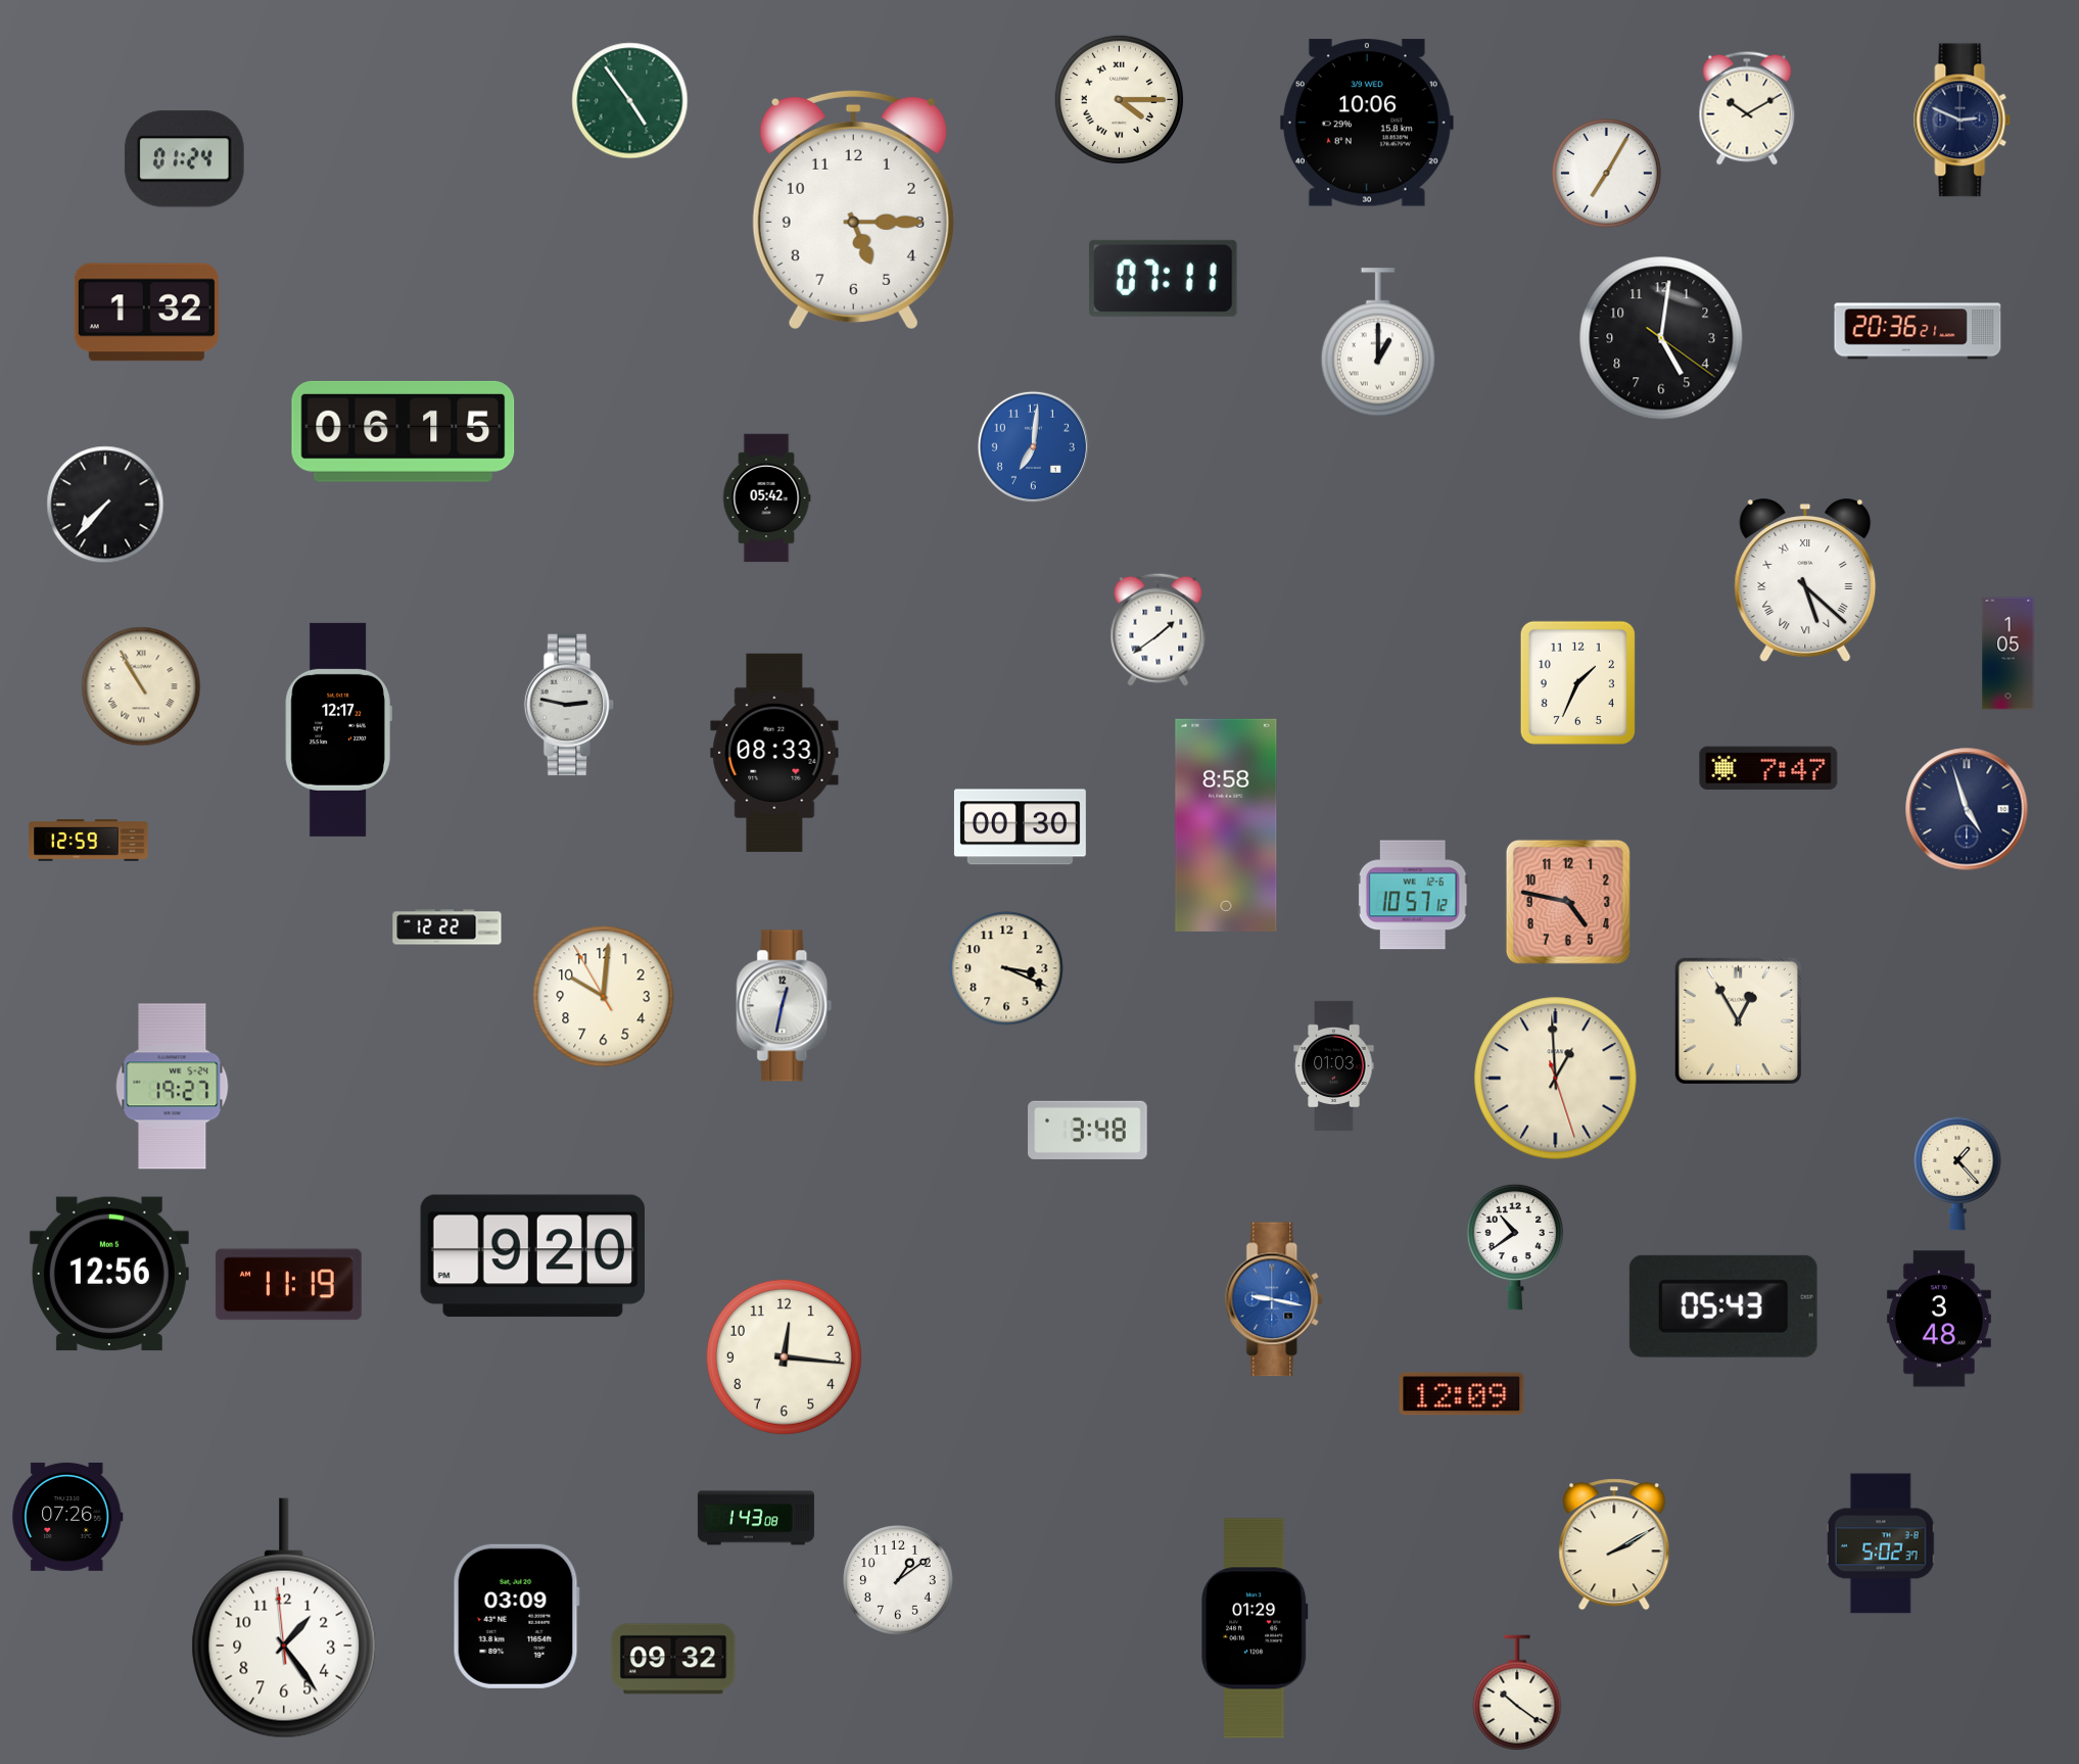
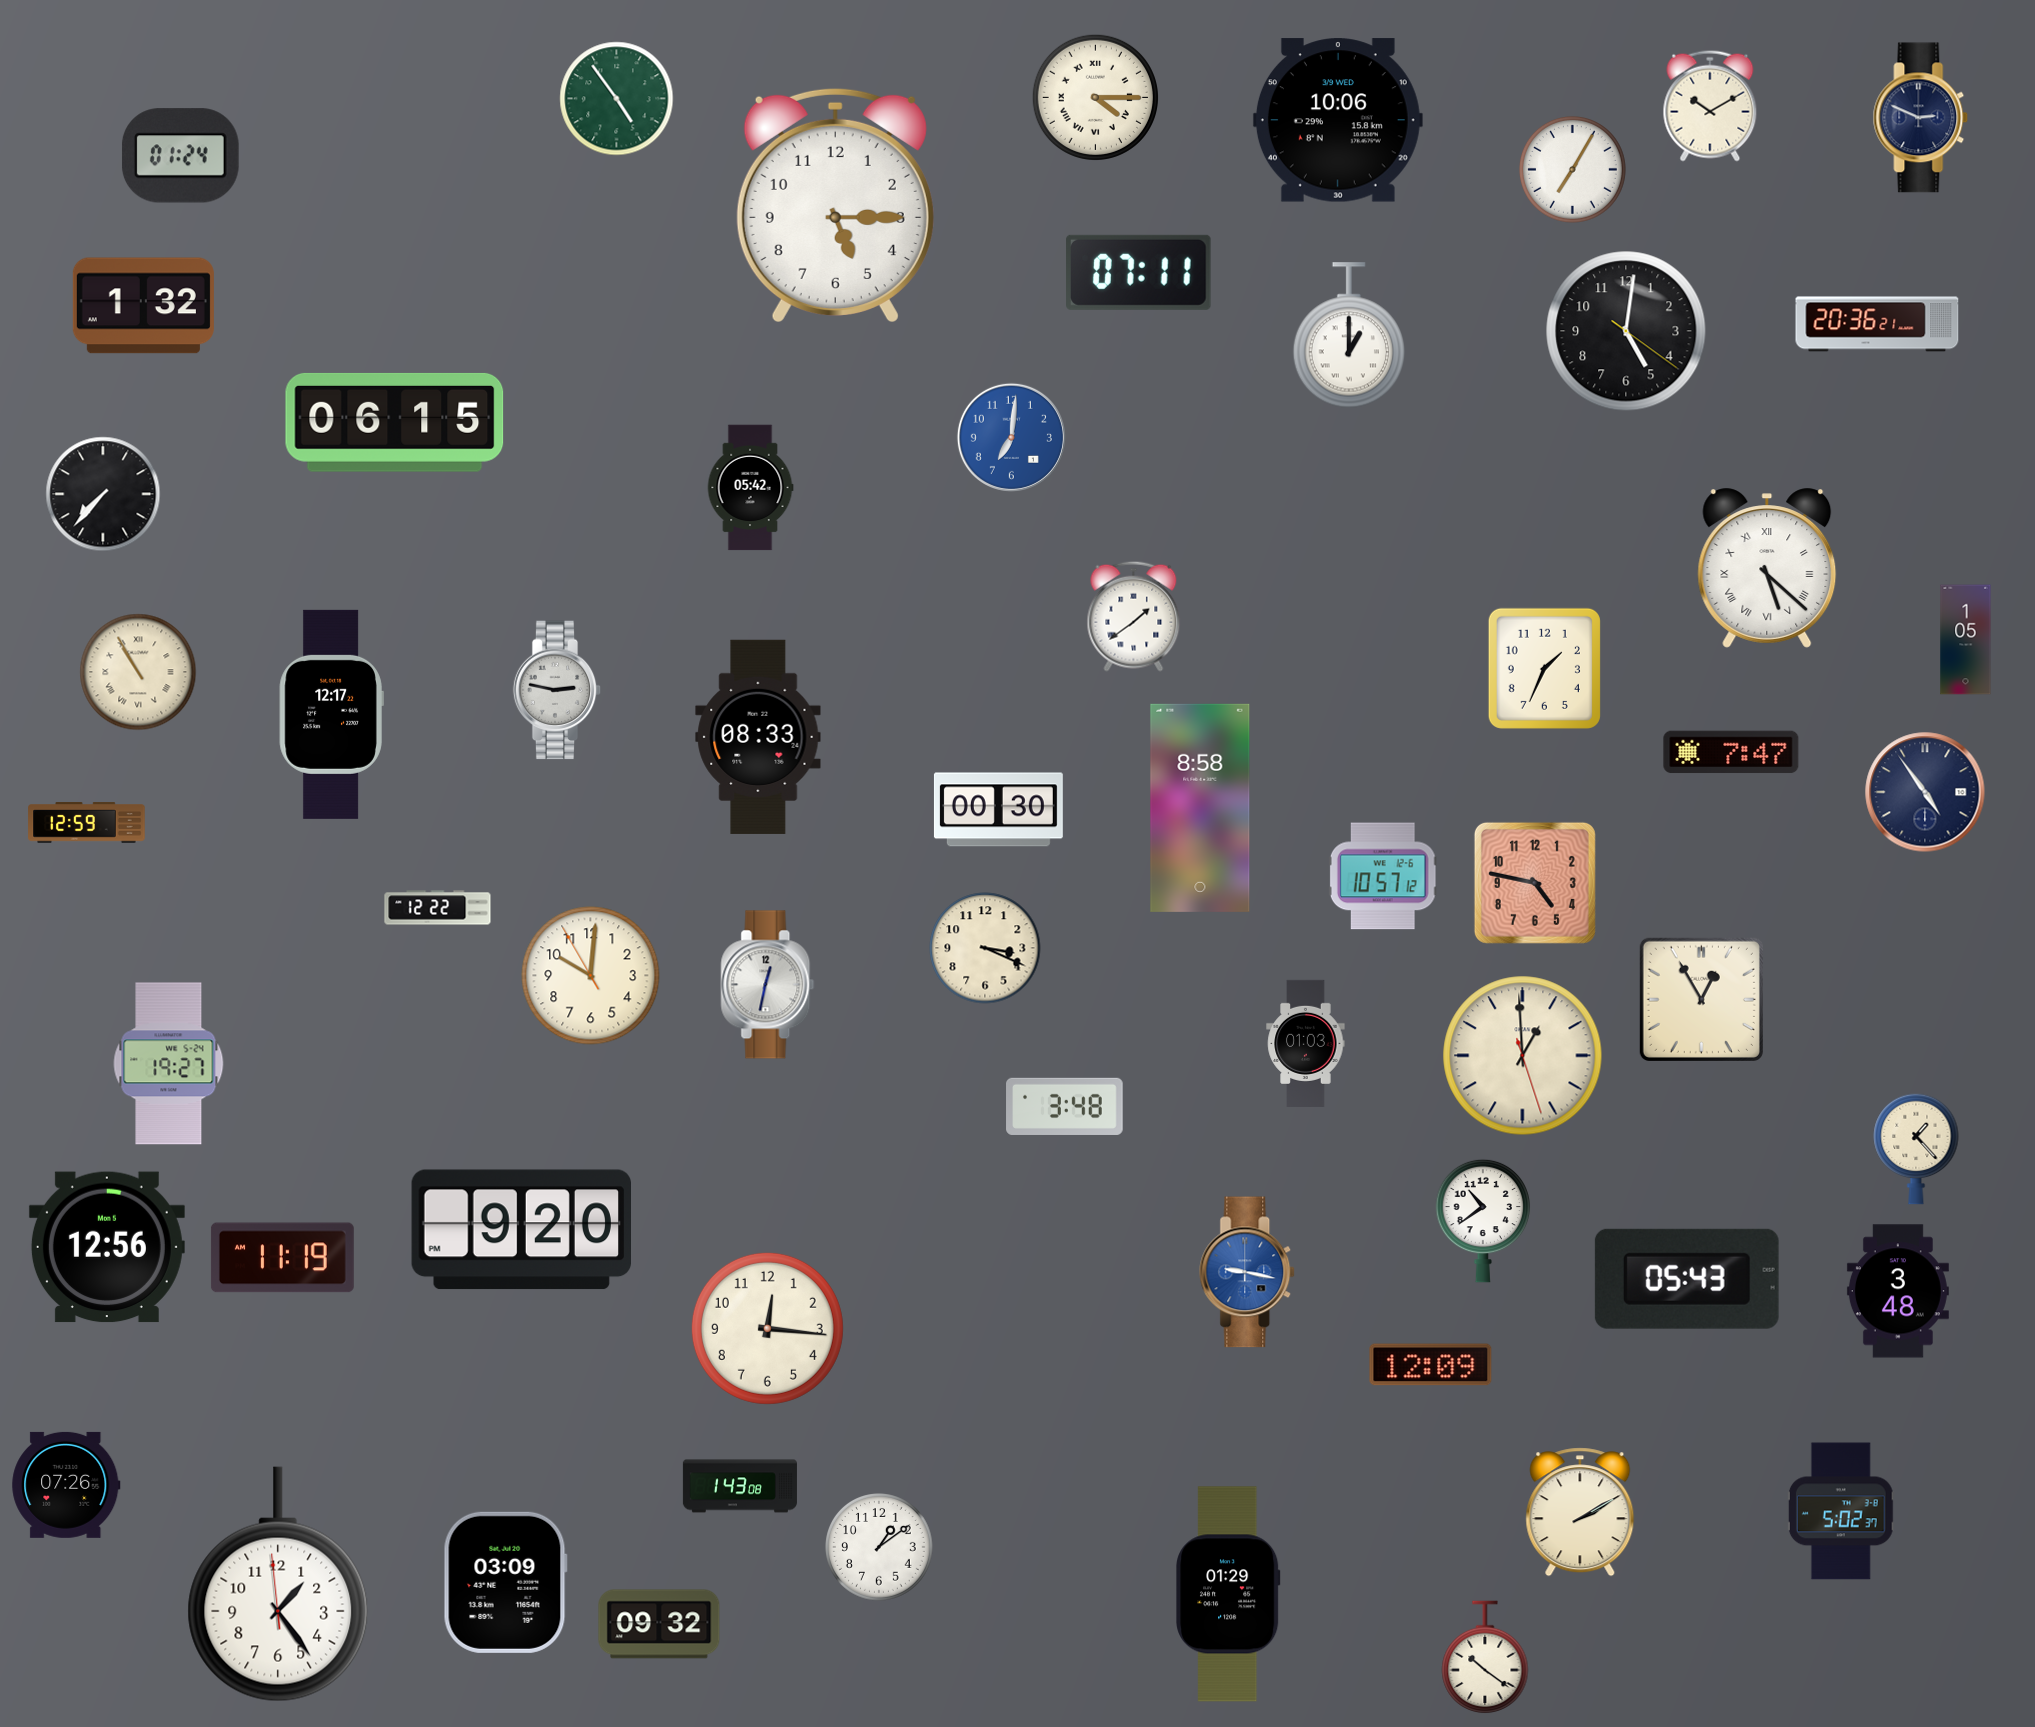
clock at (1967, 809): 4:57 -> 4:54
